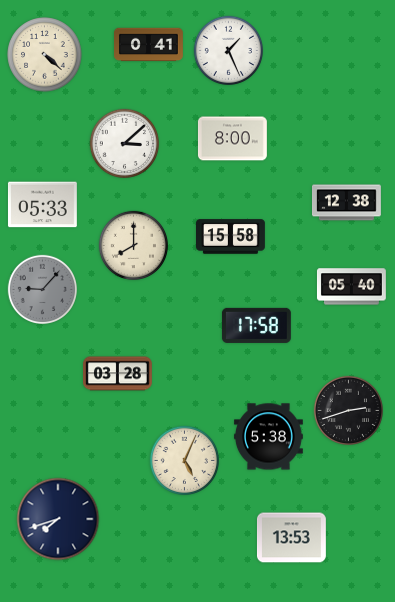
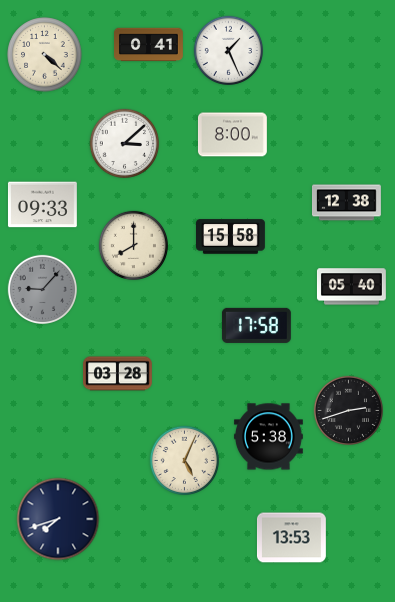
clock at (232, 139) position: (232, 139) -> (232, 135)
clock at (42, 205): 05:33 -> 09:33
